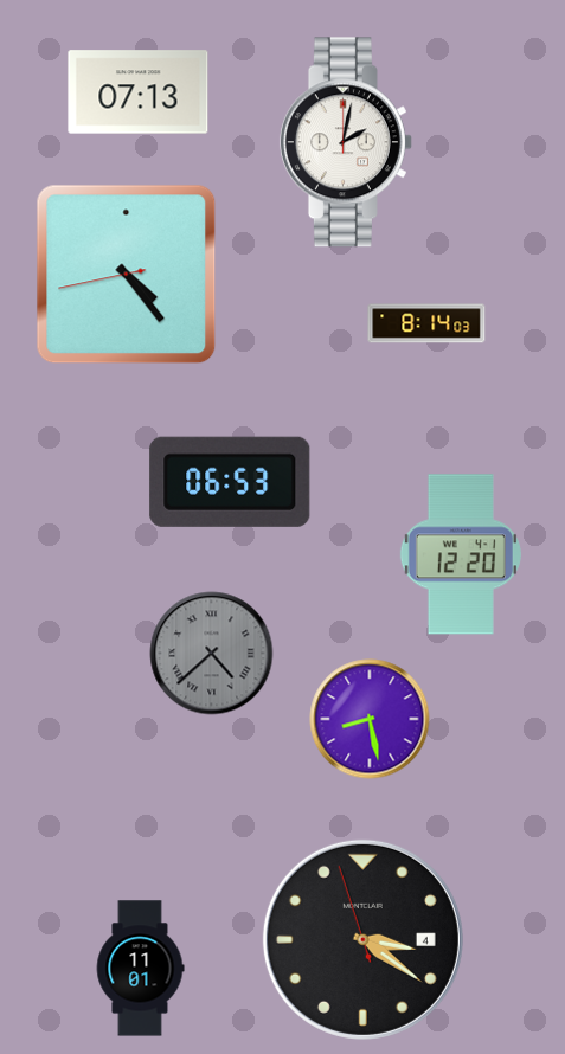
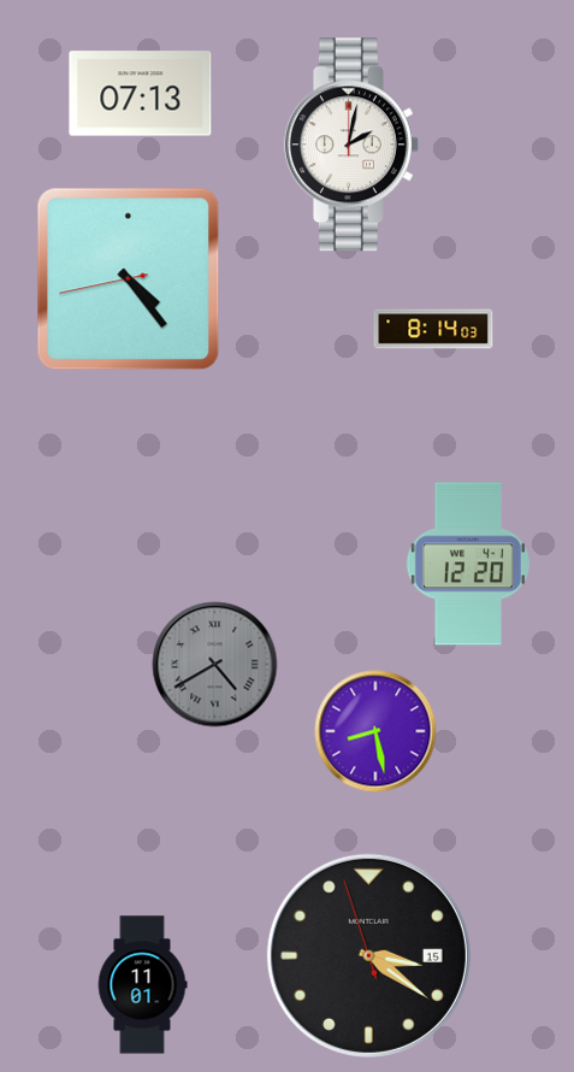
clock at (230, 482): 06:53 -> none
clock at (212, 654): 4:38 -> 4:40
clock at (362, 939) date: 4 -> 15
